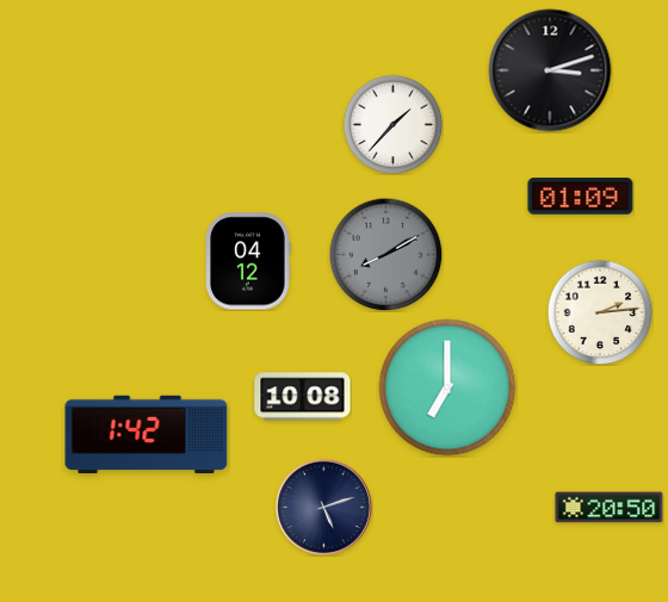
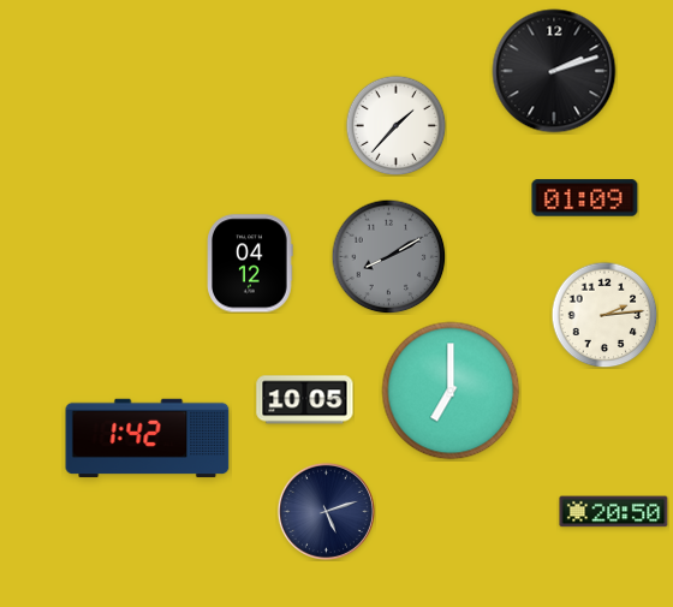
clock at (550, 70): 3:12 -> 2:12
clock at (303, 397): 10:08 -> 10:05
